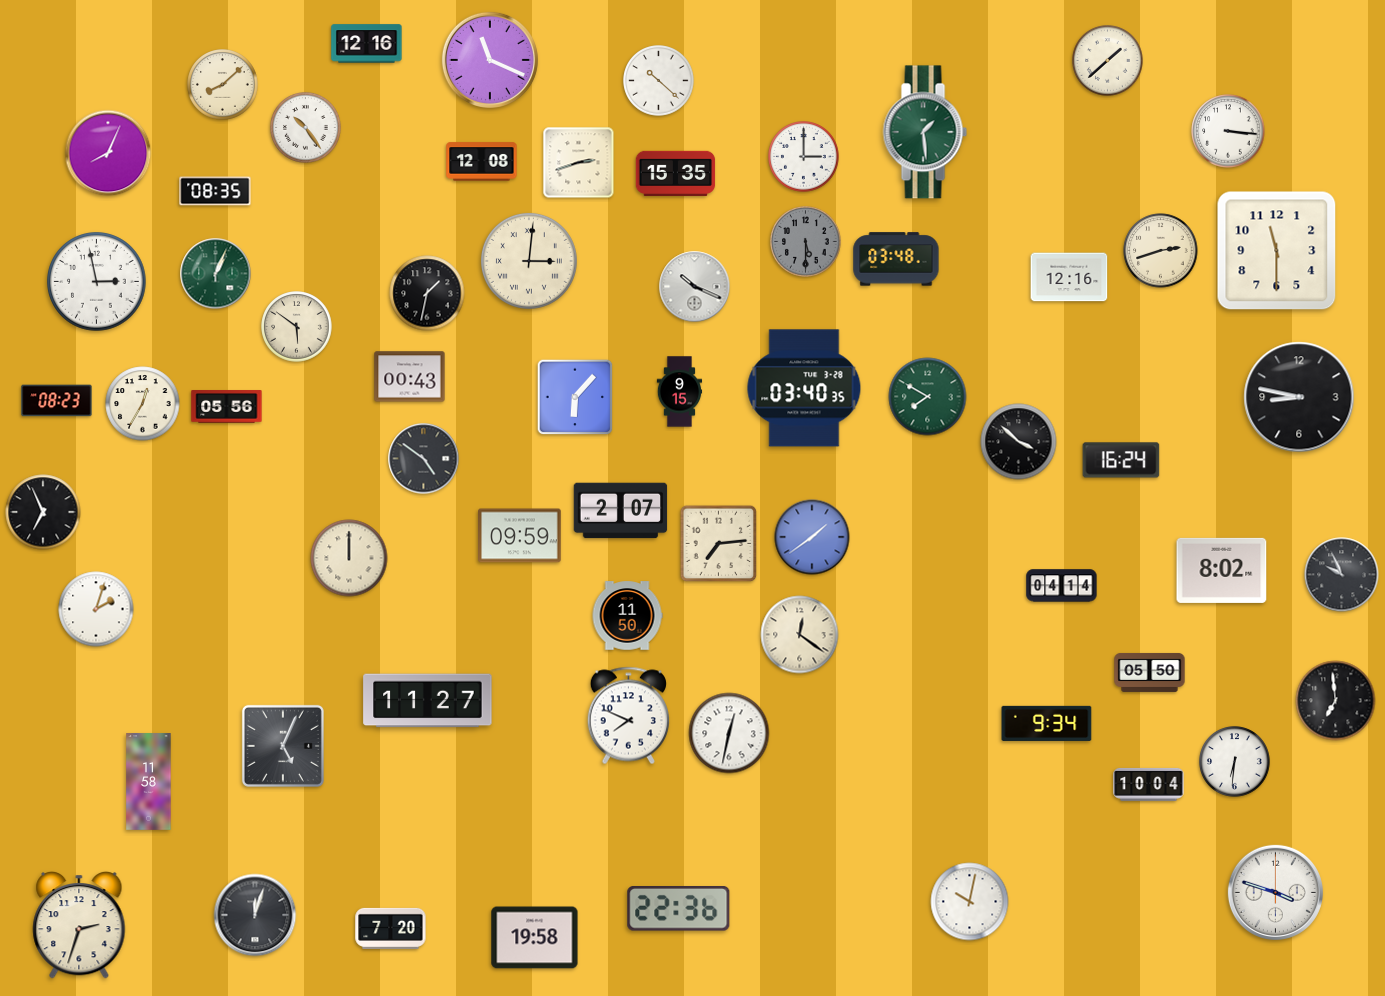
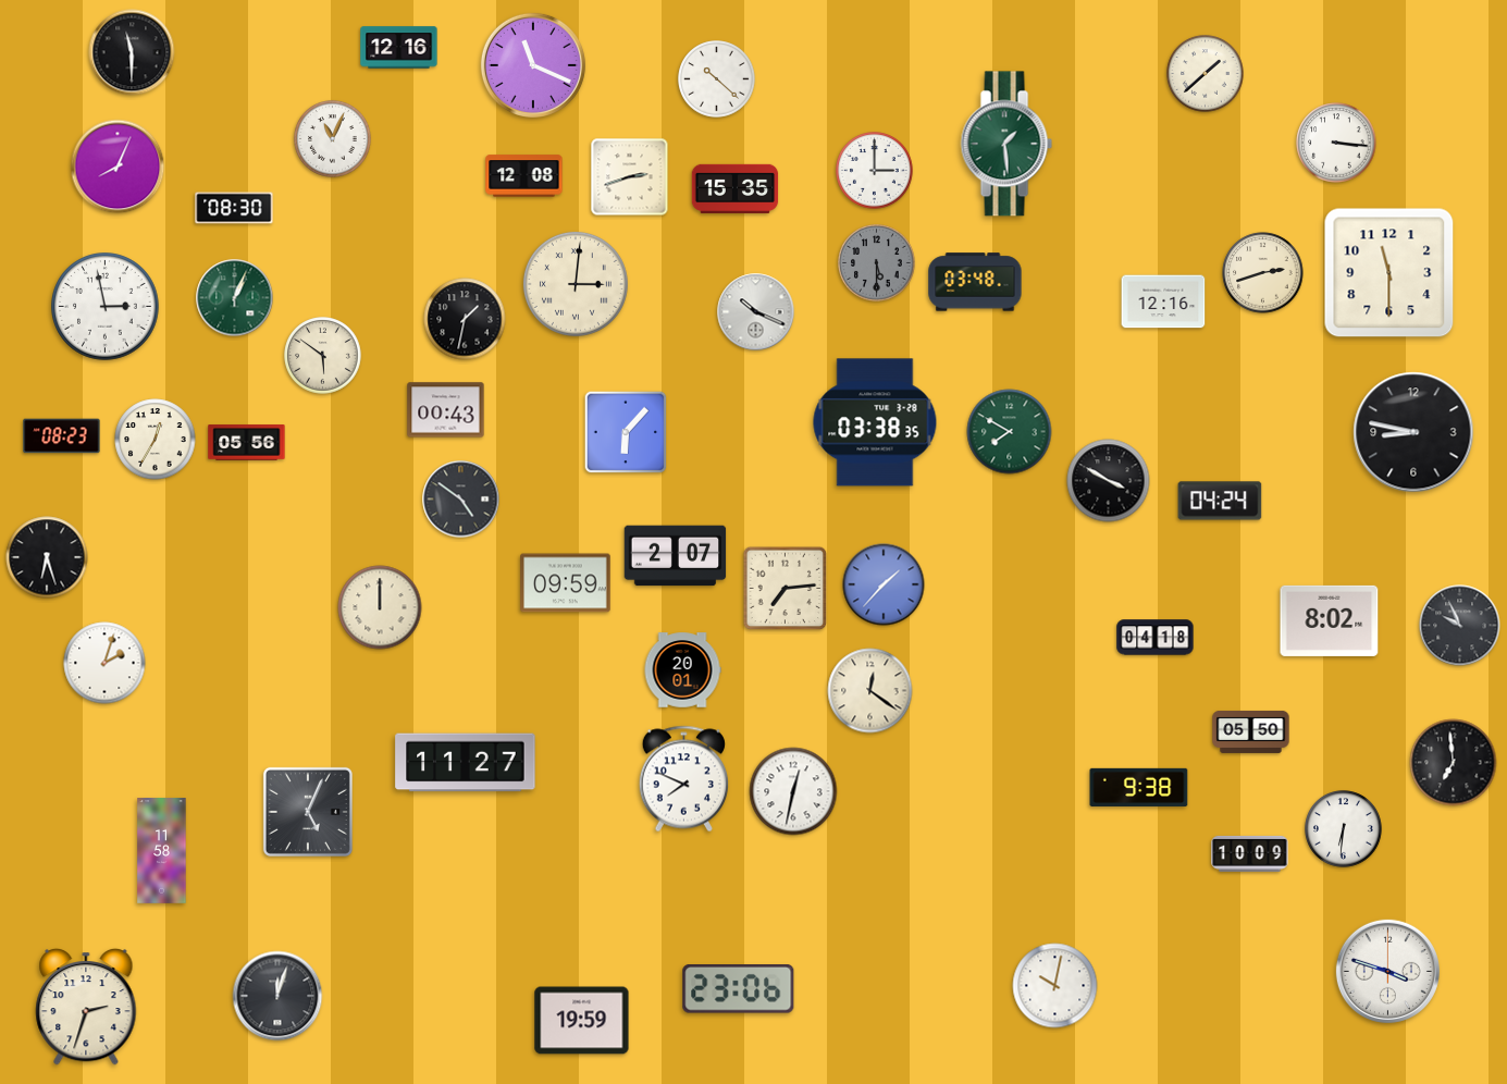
clock at (132, 52): none -> 11:30
clock at (1108, 61) position: (1108, 61) -> (1206, 74)
clock at (659, 81) position: (659, 81) -> (717, 79)
clock at (223, 85): 8:08 -> none
clock at (306, 128): 10:24 -> 11:04
clock at (215, 191): 08:35 -> 08:30
clock at (804, 388): 03:40 -> 03:38
clock at (680, 392): 9:15 -> none
clock at (1019, 442): 3:52 -> 3:50
clock at (1121, 460): 16:24 -> 04:24
clock at (43, 512): 6:56 -> 6:27
clock at (812, 537): 1:39 -> 1:37
clock at (719, 544) position: (719, 544) -> (786, 589)
clock at (1062, 586): 04:14 -> 04:18
clock at (627, 616): 11:50 -> 20:01
clock at (1047, 723): 9:34 -> 9:38
clock at (729, 733) position: (729, 733) -> (793, 791)
clock at (1149, 784): 10:04 -> 10:09
clock at (970, 902) position: (970, 902) -> (1055, 986)
clock at (679, 909): 22:36 -> 23:06
clock at (391, 928): 7:20 -> none
clock at (535, 938): 19:58 -> 19:59
